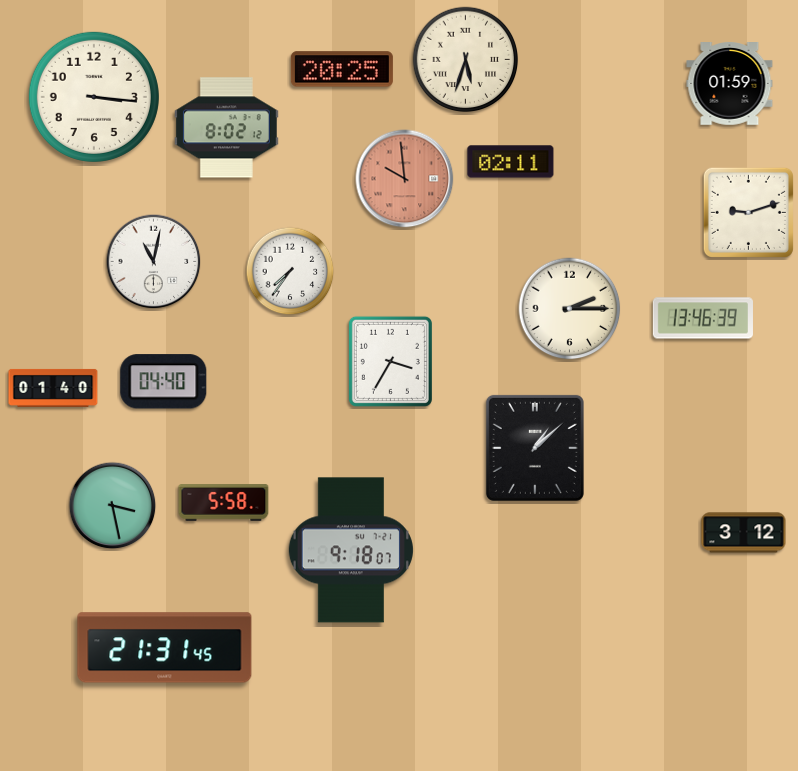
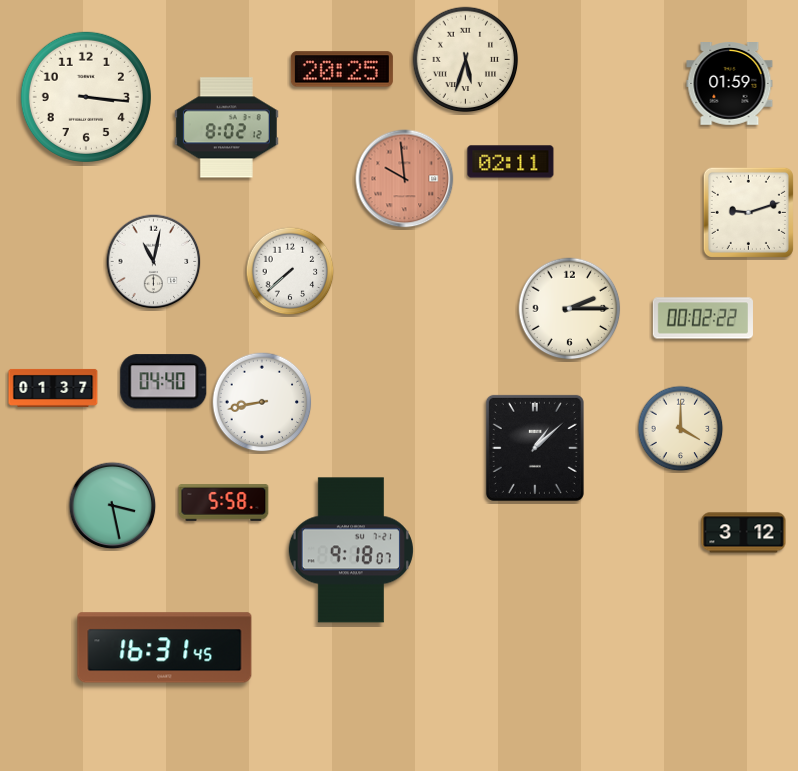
clock at (94, 97) position: (94, 97) -> (86, 97)
clock at (290, 271): 7:36 -> 7:38
clock at (703, 318): 13:46 -> 00:02
clock at (390, 361): 3:35 -> none
clock at (53, 388): 01:40 -> 01:37
clock at (262, 402): none -> 8:43
clock at (681, 429): none -> 4:00
clock at (165, 648): 21:31 -> 16:31
